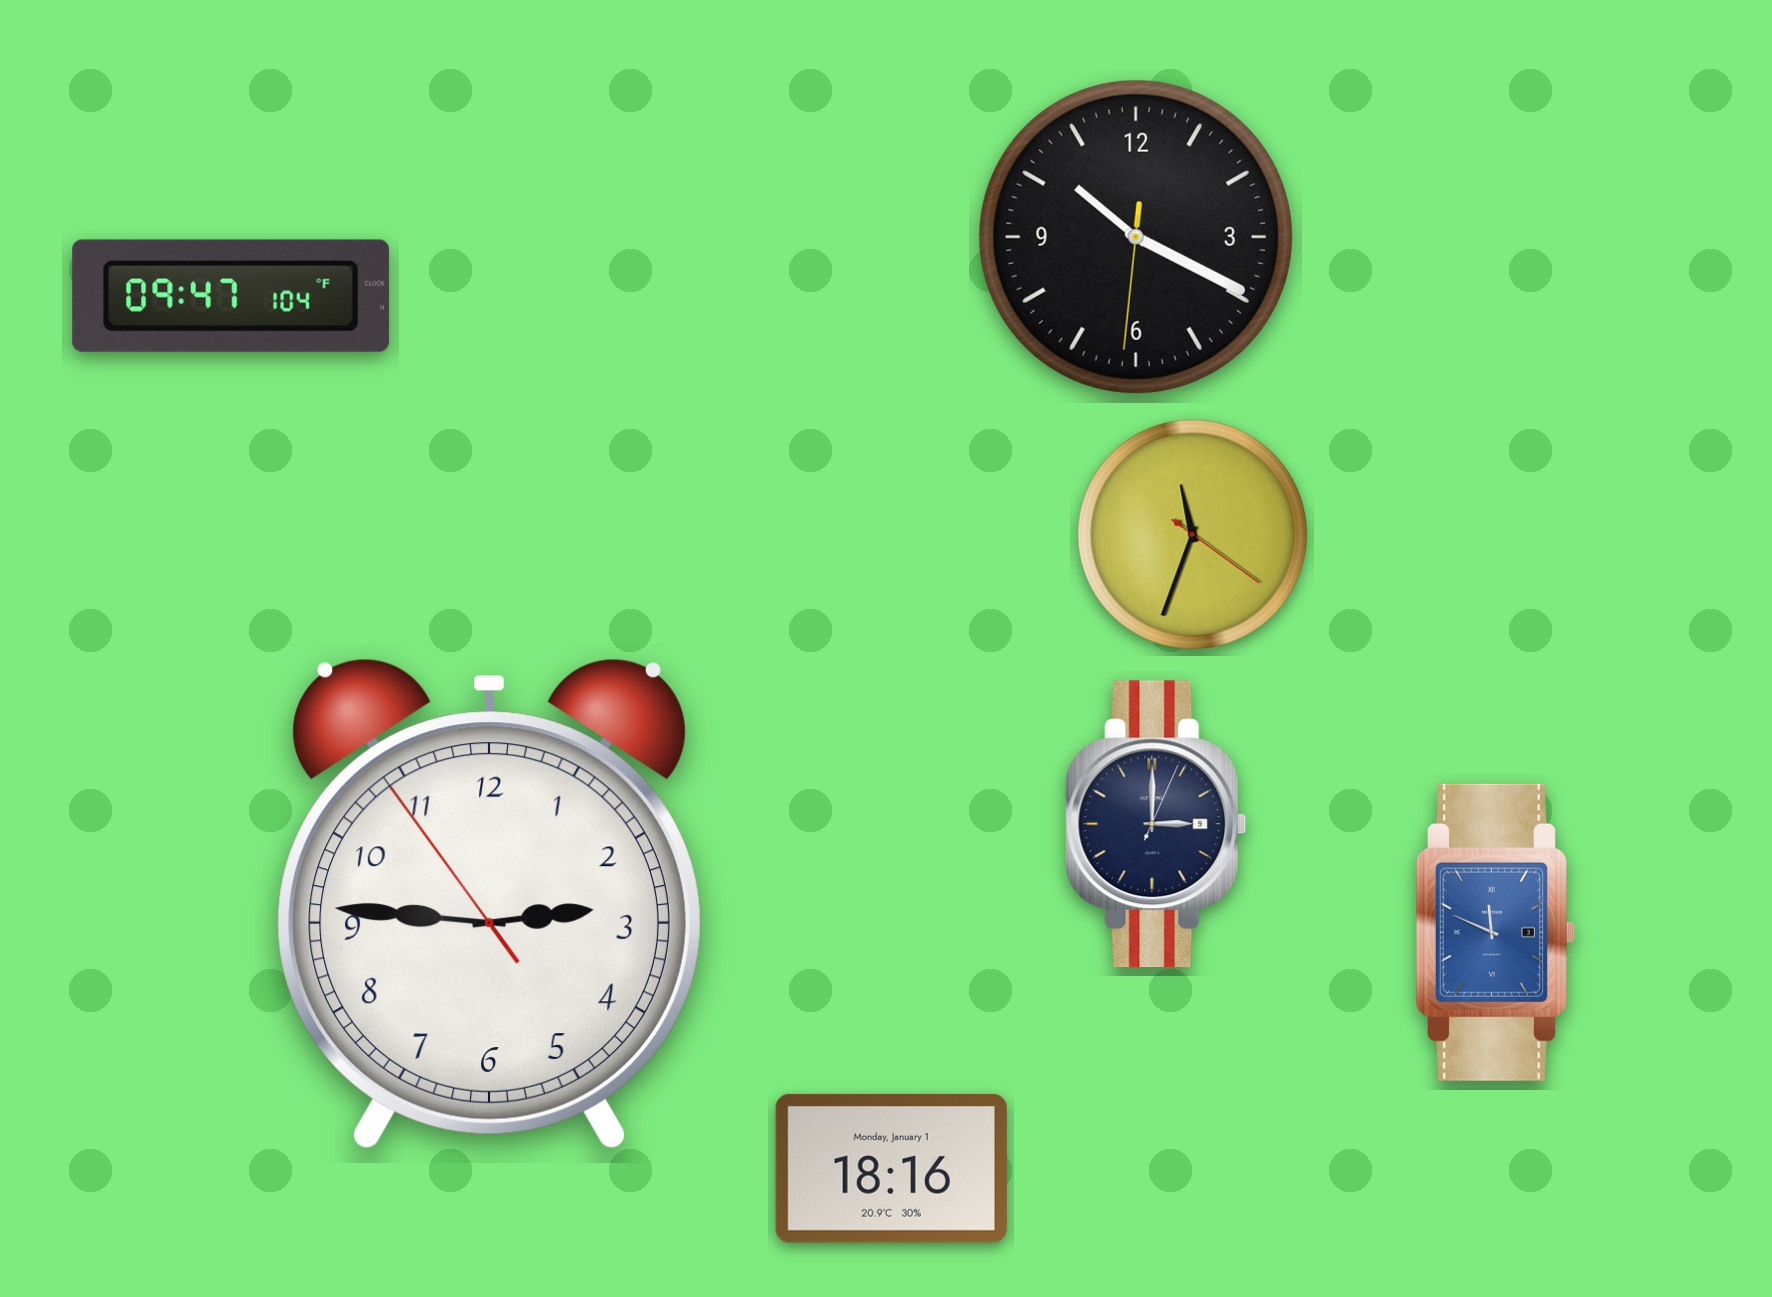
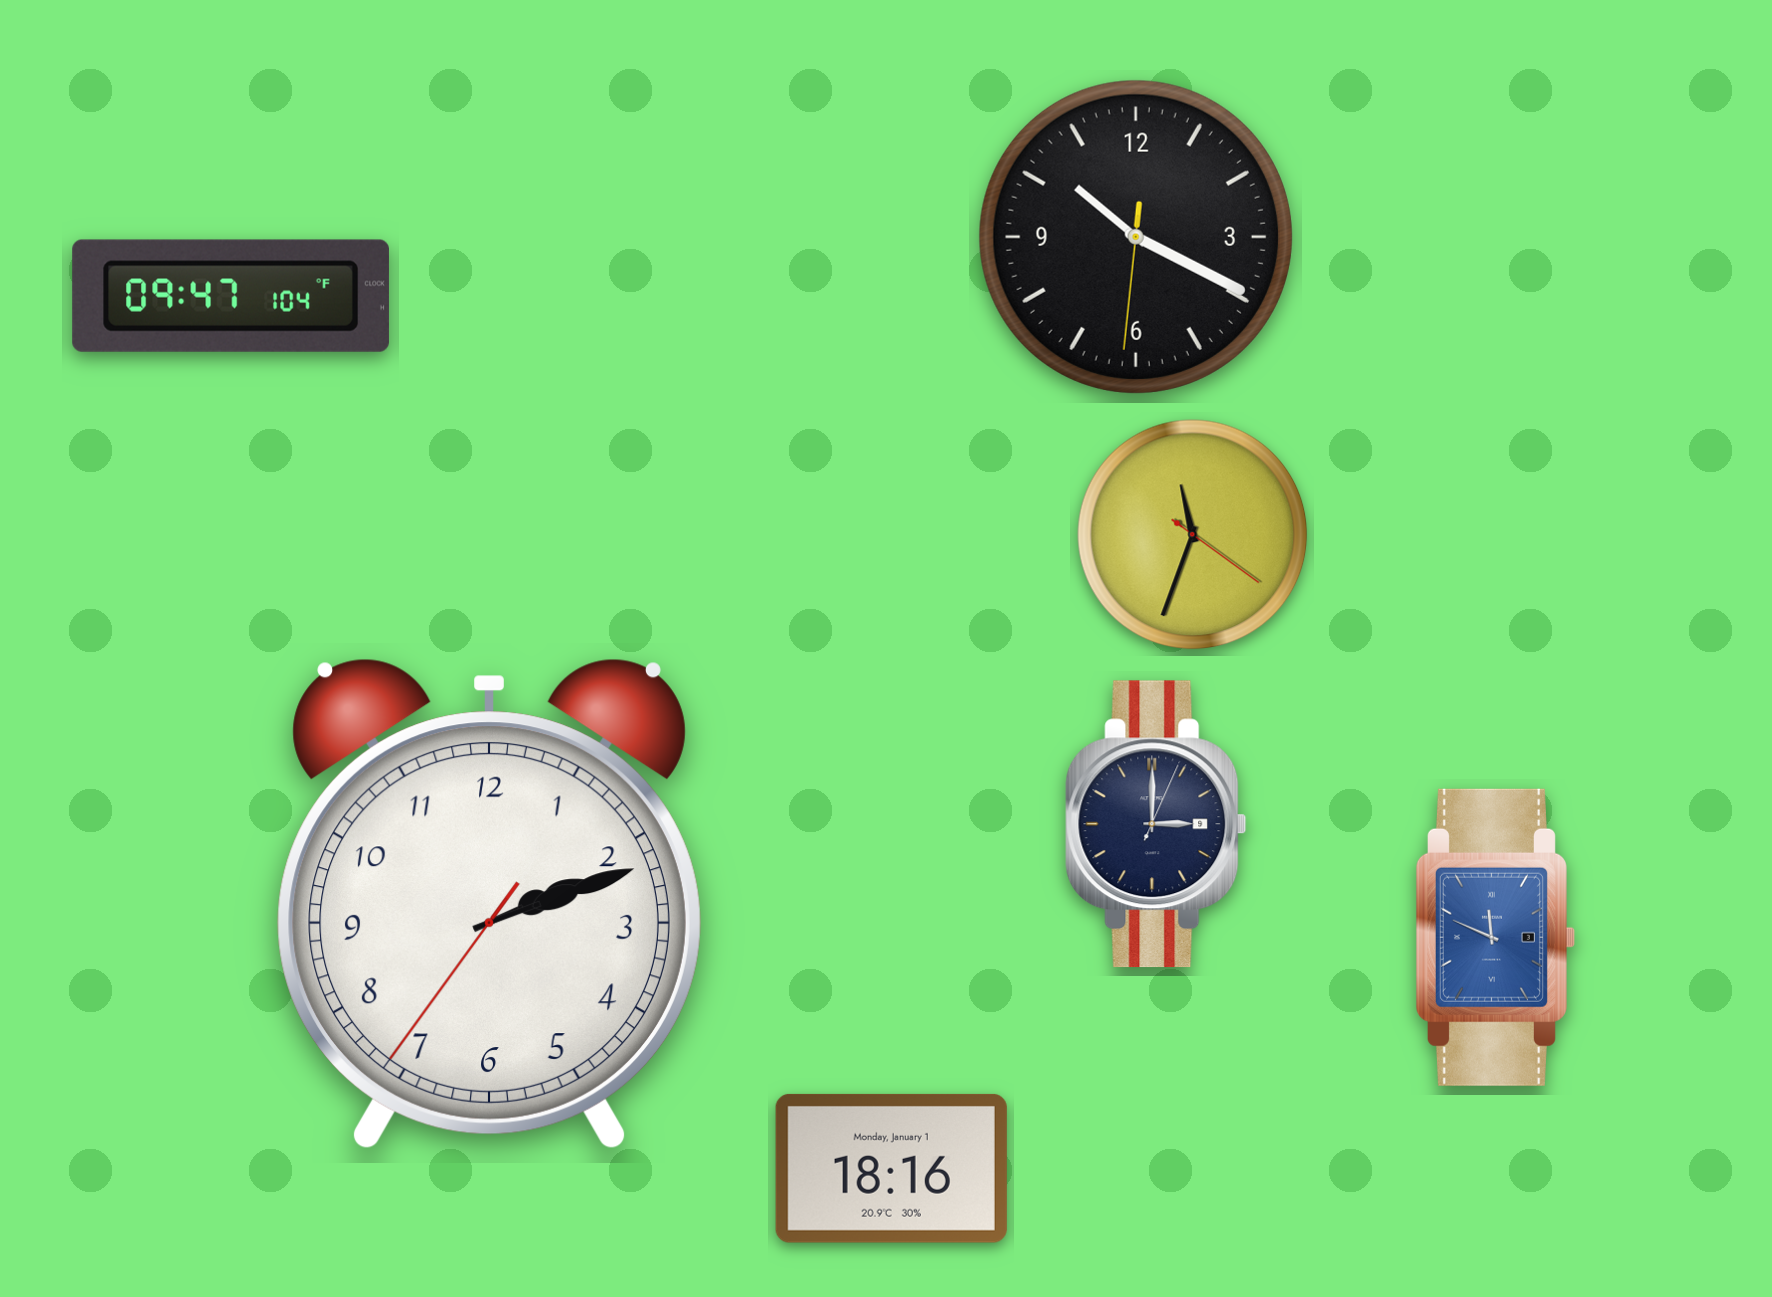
clock at (489, 903): 2:45 -> 2:11
clock at (1495, 932) position: (1495, 932) -> (1495, 937)
